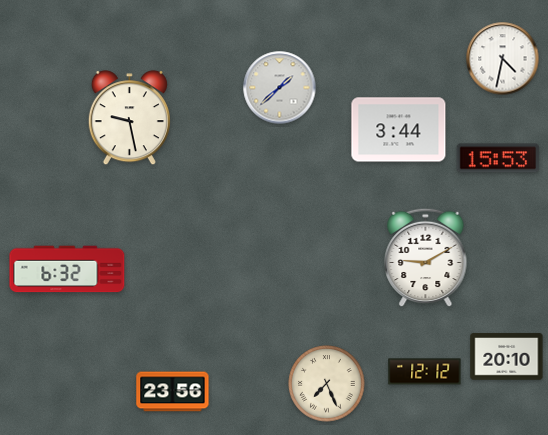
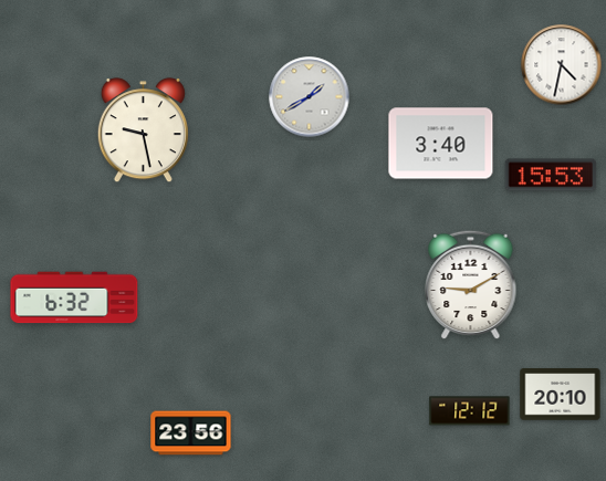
clock at (503, 59) position: (503, 59) -> (562, 65)
clock at (280, 88): 1:38 -> 1:40
clock at (399, 130): 3:44 -> 3:40
clock at (327, 384): 7:26 -> none
